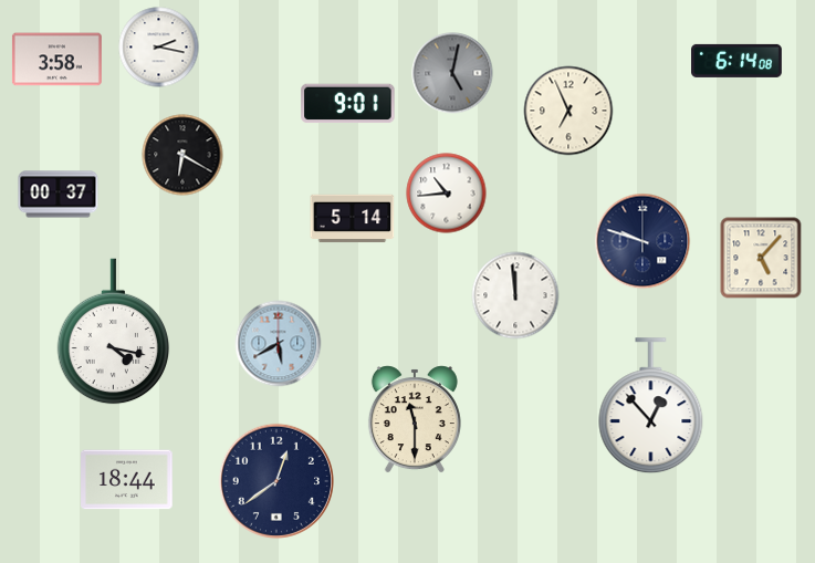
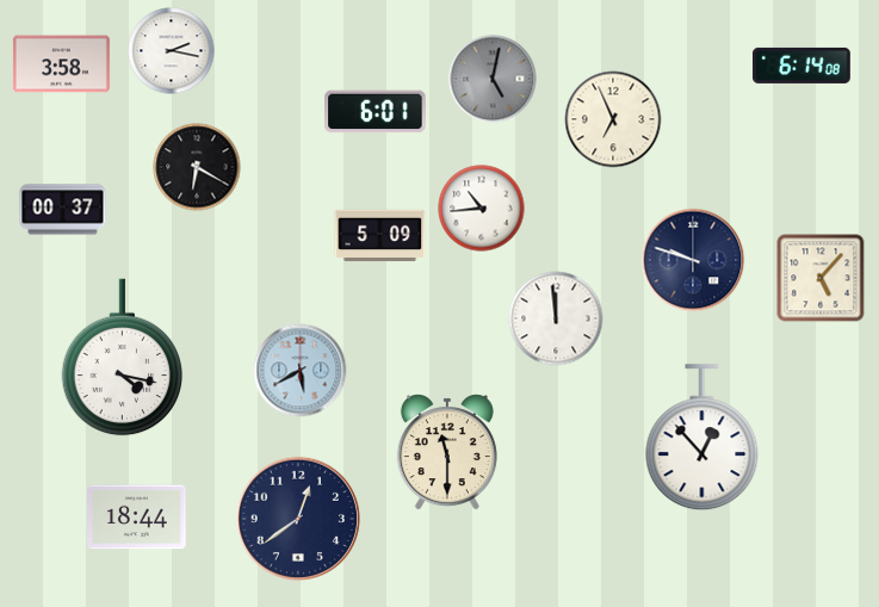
clock at (738, 61) position: (738, 61) -> (803, 66)
clock at (452, 73) position: (452, 73) -> (493, 79)
clock at (348, 104): 9:01 -> 6:01
clock at (353, 219): 5:14 -> 5:09
